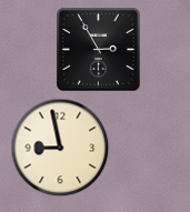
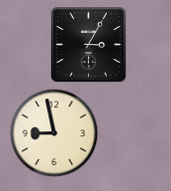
clock at (99, 50): 2:55 -> 3:05
